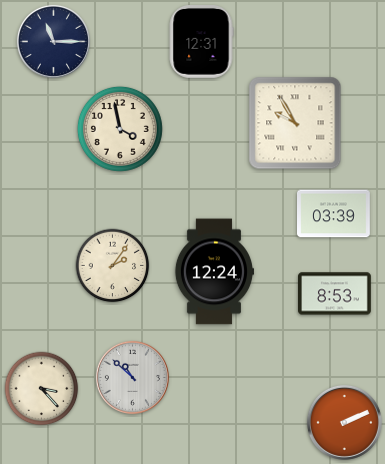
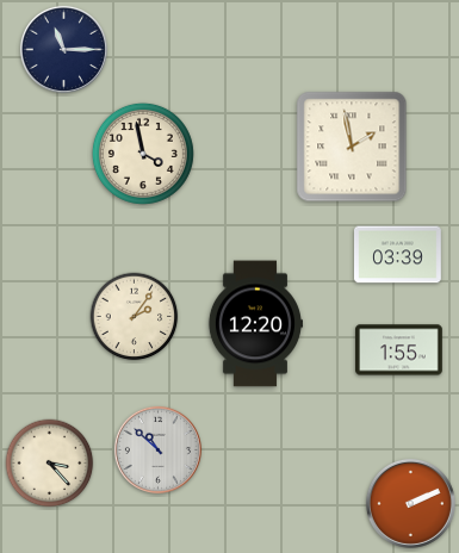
clock at (201, 42): 12:31 -> none
clock at (295, 123): 9:55 -> 1:58
clock at (213, 272): 12:24 -> 12:20
clock at (335, 294): 8:53 -> 1:55
